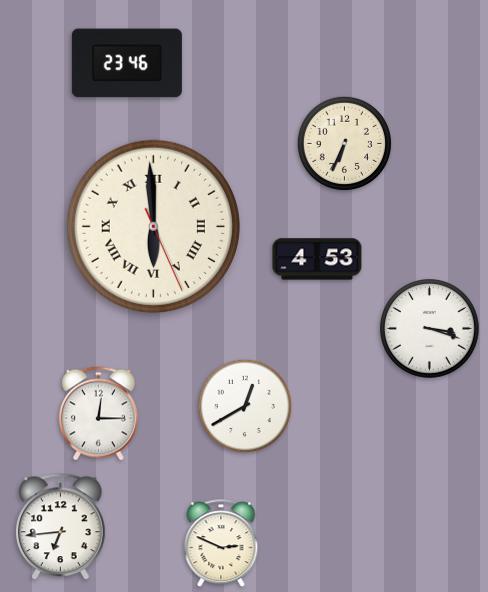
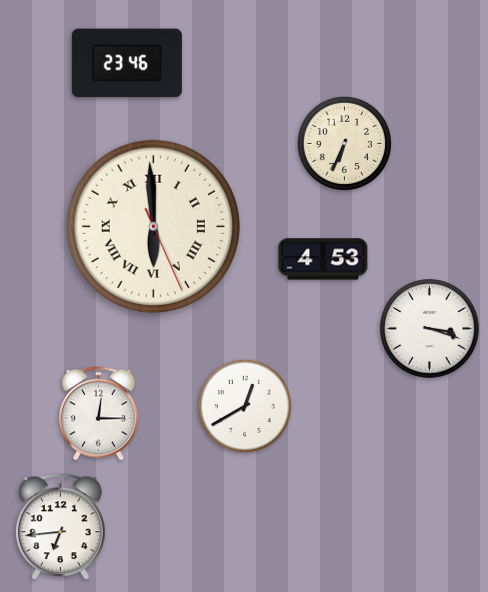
clock at (317, 259) position: (317, 259) -> (323, 259)
clock at (221, 544): 2:49 -> none
